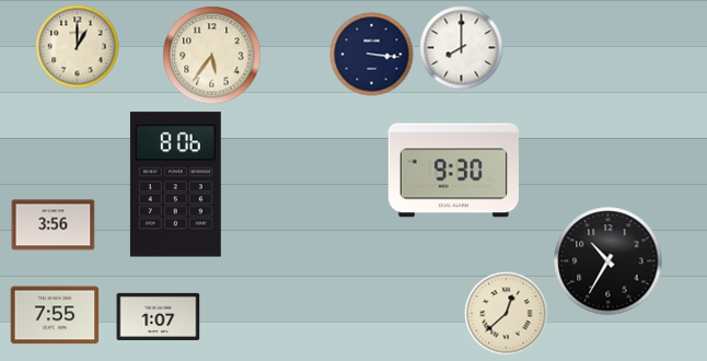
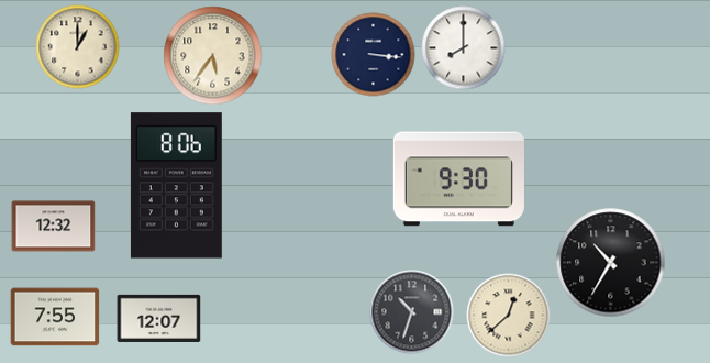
clock at (453, 171) position: (453, 171) -> (458, 179)
clock at (54, 225): 3:56 -> 12:32
clock at (412, 312): none -> 10:33
clock at (159, 316): 1:07 -> 12:07
